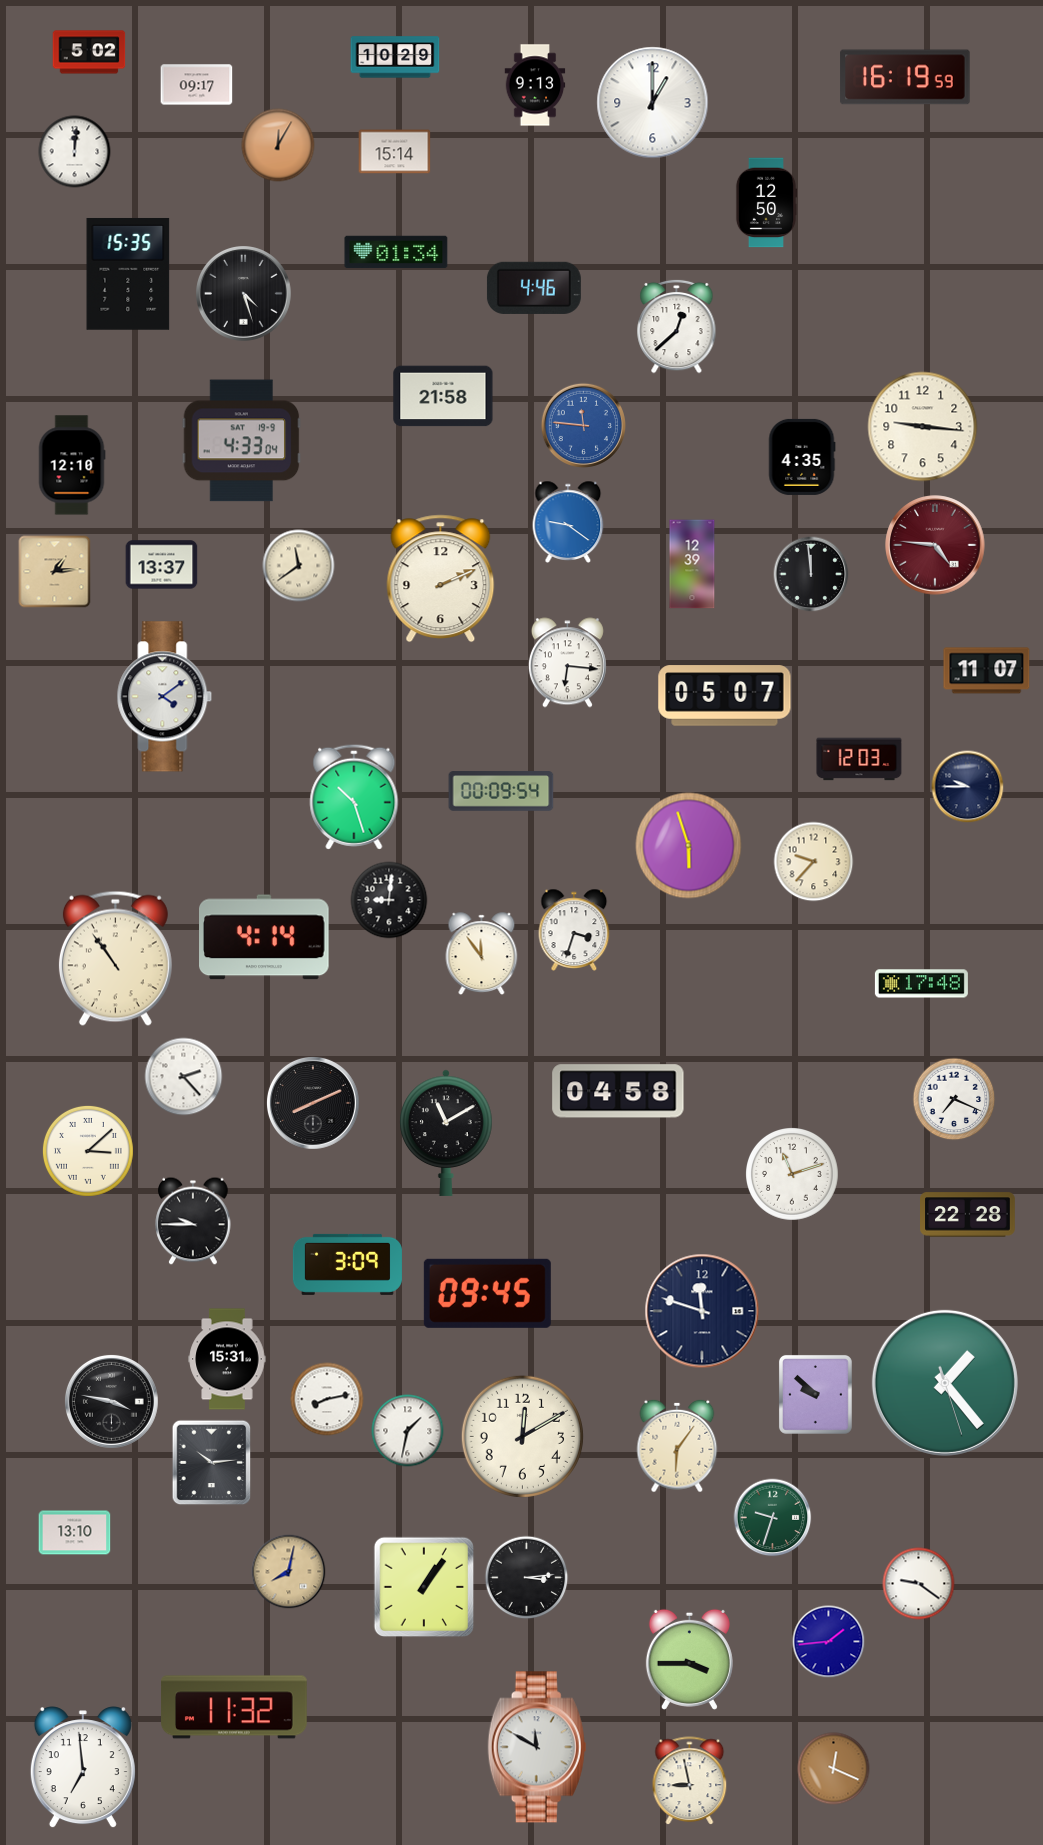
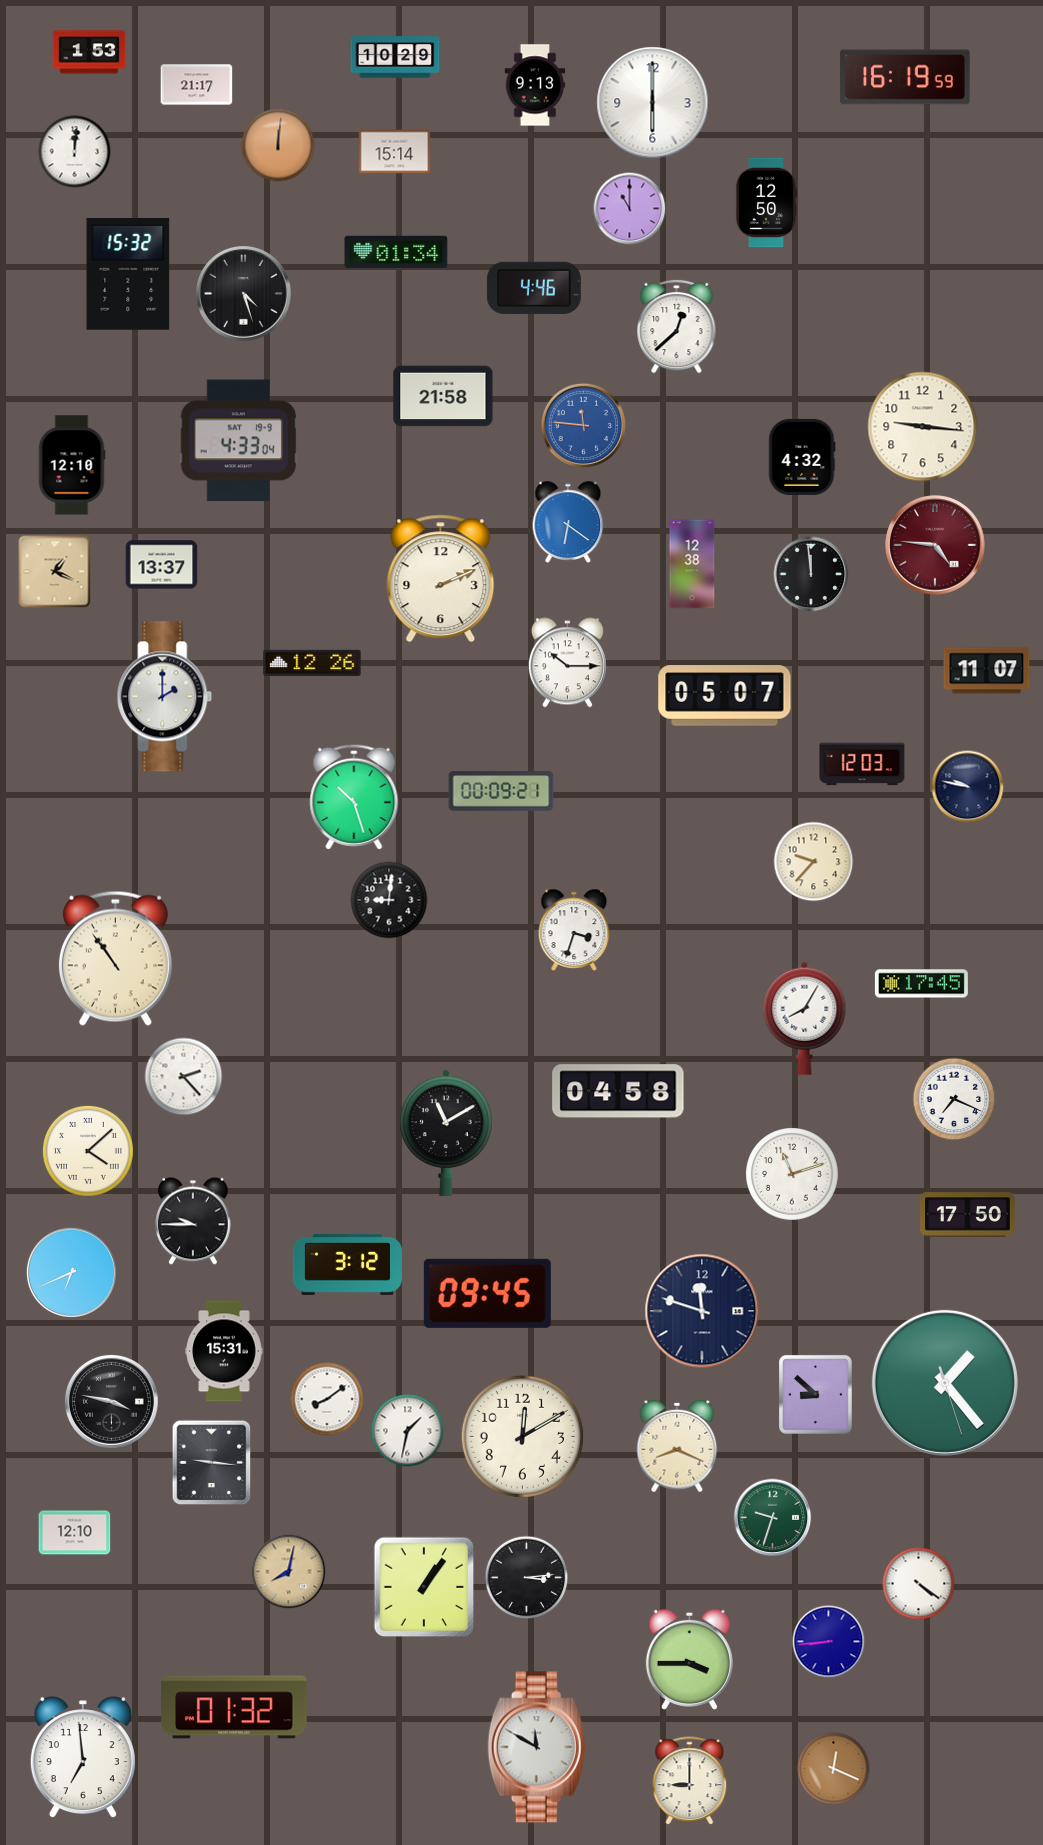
clock at (89, 52): 5:02 -> 1:53
clock at (197, 85): 09:17 -> 21:17
clock at (653, 103): 1:00 -> 6:00
clock at (278, 145): 12:05 -> 12:01
clock at (630, 209): none -> 11:00
clock at (128, 274): 15:35 -> 15:32
clock at (242, 441) position: (242, 441) -> (239, 441)
clock at (802, 457): 4:35 -> 4:32
clock at (568, 522): 9:21 -> 6:21
clock at (692, 564): 12:39 -> 12:38
clock at (299, 566): 11:39 -> none
clock at (55, 572): 1:14 -> 1:19
clock at (312, 662): none -> 12:26
clock at (567, 663): 6:16 -> 10:15
clock at (165, 697): 4:09 -> 2:00
clock at (859, 759) position: (859, 759) -> (862, 764)
clock at (968, 787): 9:45 -> 9:47
clock at (501, 791): 00:09:54 -> 00:09:21
clock at (689, 846): 5:57 -> none
clock at (265, 937): 4:14 -> none
clock at (482, 953): 11:54 -> none
clock at (921, 984): 17:48 -> 17:45
clock at (805, 1018): none -> 8:05
clock at (313, 1103): 8:11 -> none
clock at (88, 1151): 3:08 -> 4:08
clock at (968, 1215): 22:28 -> 17:50
clock at (347, 1264): 3:09 -> 3:12
clock at (71, 1272): none -> 6:41
clock at (227, 1359) position: (227, 1359) -> (224, 1351)
clock at (815, 1394): 9:52 -> 8:52
clock at (327, 1399): 8:13 -> 8:09
clock at (677, 1446): 6:06 -> 8:19
clock at (212, 1463): 10:14 -> 9:16
clock at (75, 1533): 13:10 -> 12:10
clock at (919, 1584): 9:21 -> 4:21
clock at (829, 1642): 1:44 -> 8:44
clock at (234, 1707): 11:32 -> 01:32
clock at (83, 1768) position: (83, 1768) -> (83, 1758)
clock at (690, 1781): 8:58 -> 9:00
